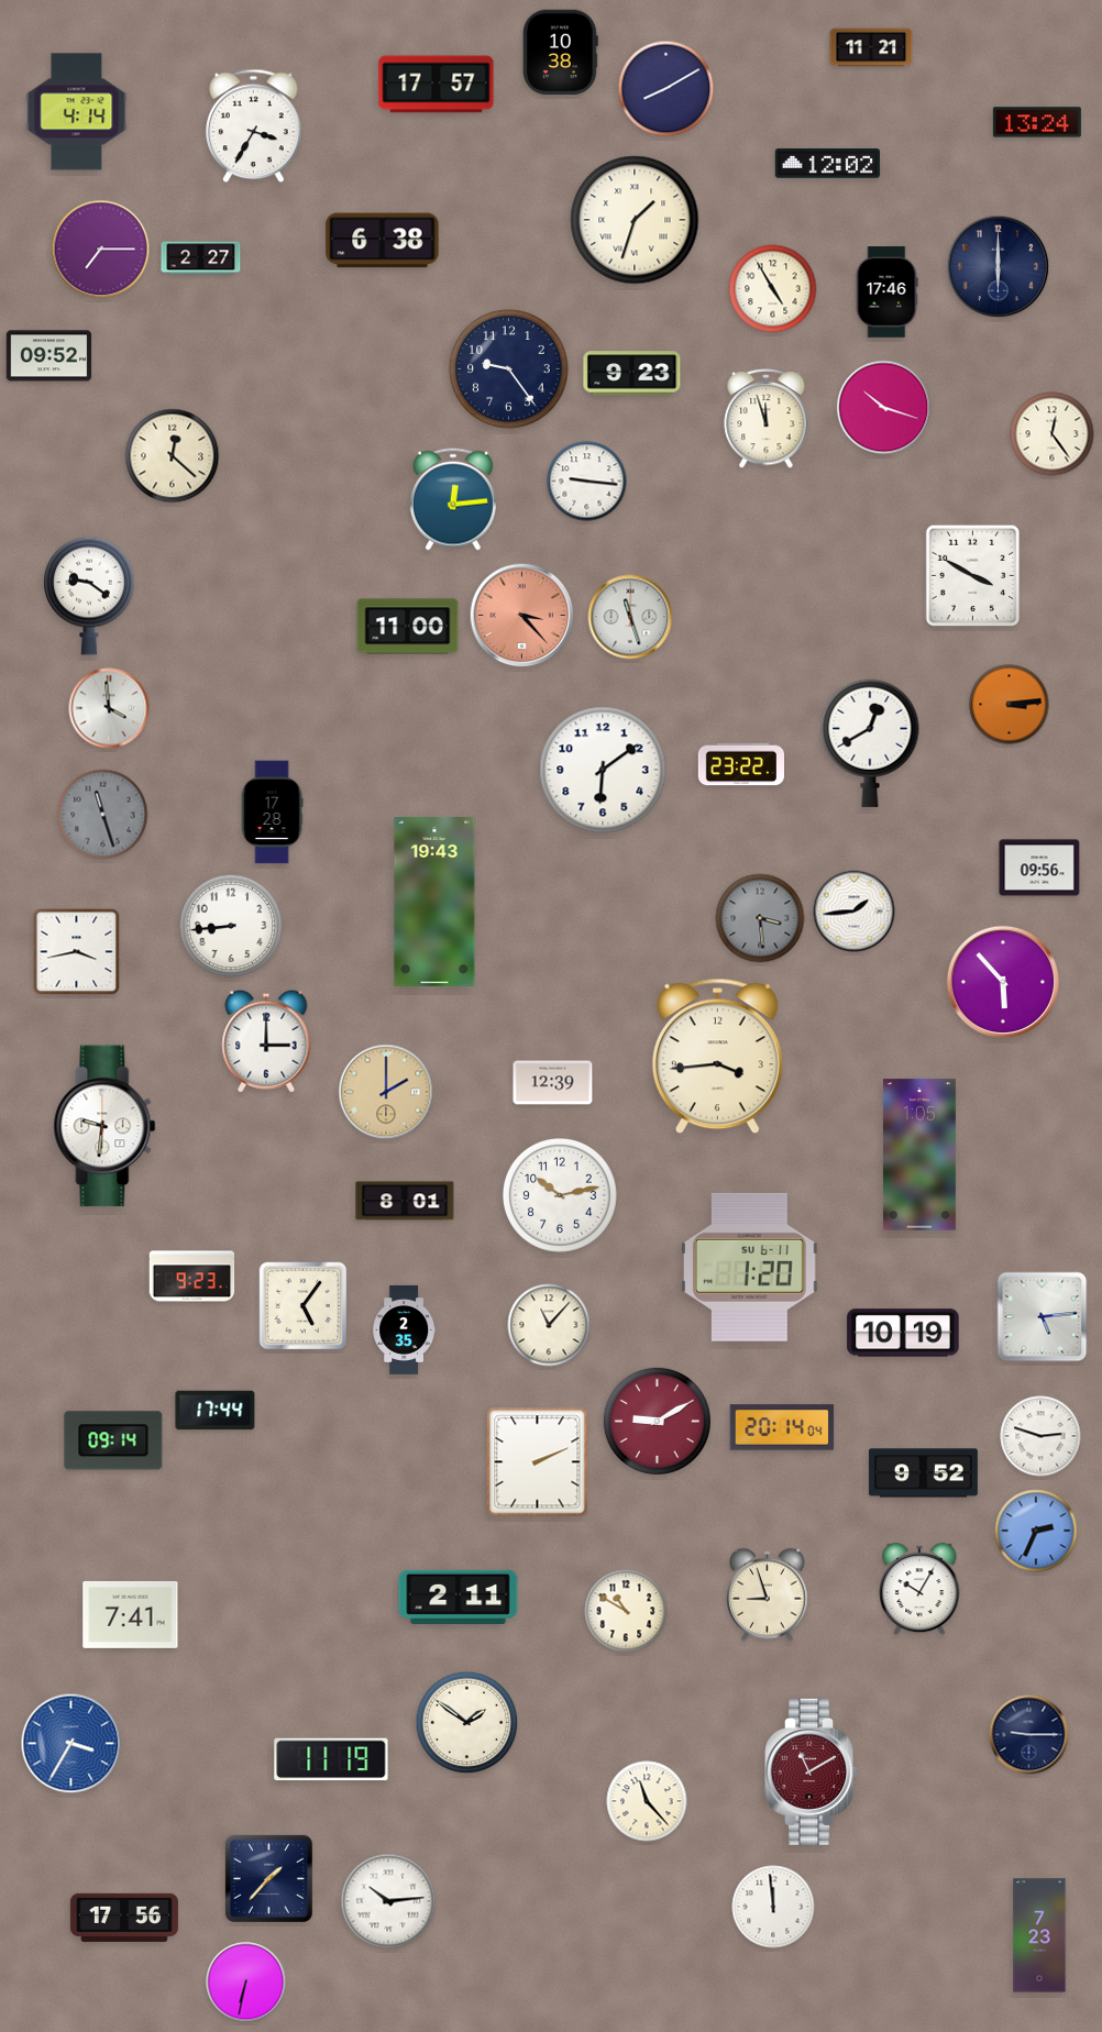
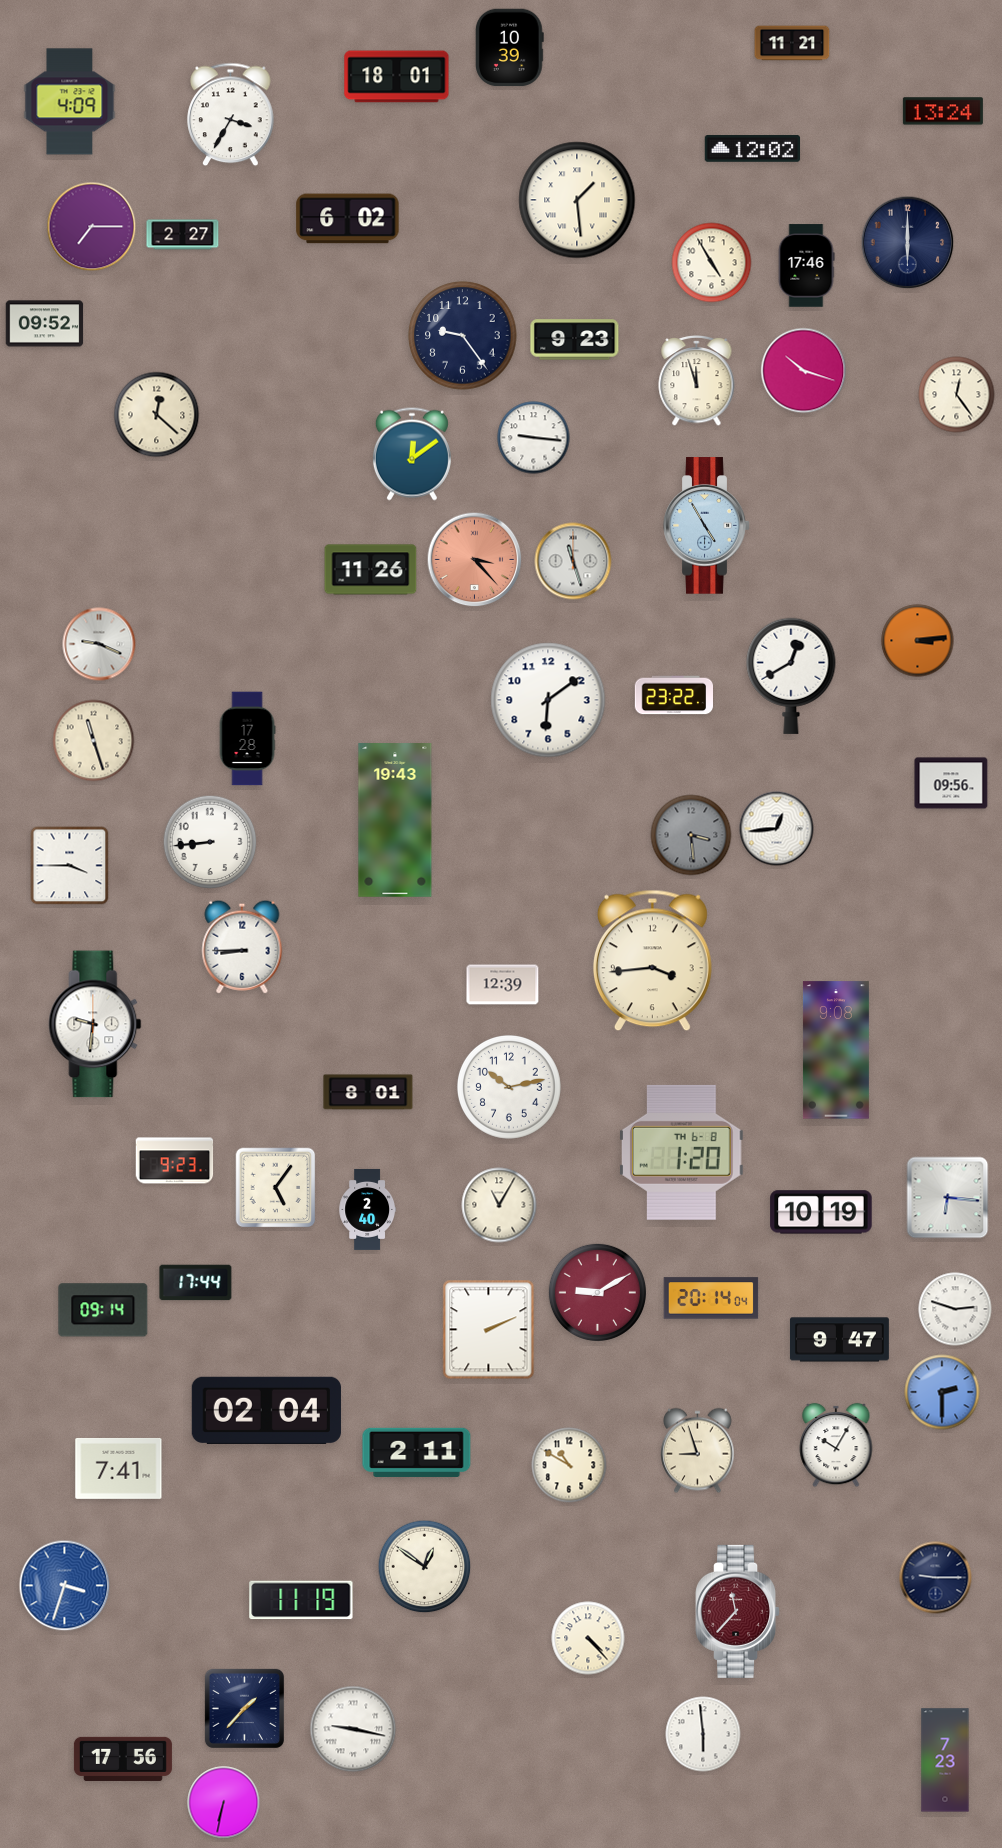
clock at (560, 53): 10:38 -> 10:39
clock at (437, 85): 17:57 -> 18:01
clock at (666, 89): 8:10 -> none
clock at (77, 112): 4:14 -> 4:09
clock at (635, 220): 1:33 -> 1:29
clock at (383, 241): 6:38 -> 6:02
clock at (773, 289) position: (773, 289) -> (712, 263)
clock at (453, 499): 12:14 -> 12:09
clock at (973, 576): 3:50 -> none
clock at (707, 526): none -> 4:55
clock at (89, 596): 9:21 -> none
clock at (408, 627): 11:00 -> 11:26
clock at (109, 708): 3:59 -> 9:19
clock at (103, 815) dial: grey -> cream
clock at (1039, 868) position: (1039, 868) -> (951, 783)
clock at (855, 912): 1:44 -> 12:44
clock at (77, 952): 3:43 -> 3:45
clock at (1003, 982): 5:53 -> none
clock at (266, 1041): 3:00 -> 8:45
clock at (386, 1092): 2:00 -> none
clock at (919, 1155): 1:05 -> 9:08
clock at (750, 1267) date: SU 6-11 -> TH 6-8
clock at (1043, 1317): 5:14 -> 6:16
clock at (549, 1325): 11:07 -> 11:05
clock at (404, 1329): 2:35 -> 2:40
clock at (1040, 1436) position: (1040, 1436) -> (955, 1309)
clock at (923, 1473): 9:52 -> 9:47
clock at (1036, 1531): 2:34 -> 2:30
clock at (266, 1410): none -> 02:04
clock at (467, 1723): 1:51 -> 12:51
clock at (71, 1744): 3:35 -> 3:33
clock at (812, 1771): 11:10 -> 11:37
clock at (647, 1801): 11:23 -> 4:23
clock at (388, 1901): 10:14 -> 9:17
clock at (773, 1907): 11:59 -> 5:59
clock at (124, 1918) position: (124, 1918) -> (123, 1759)
